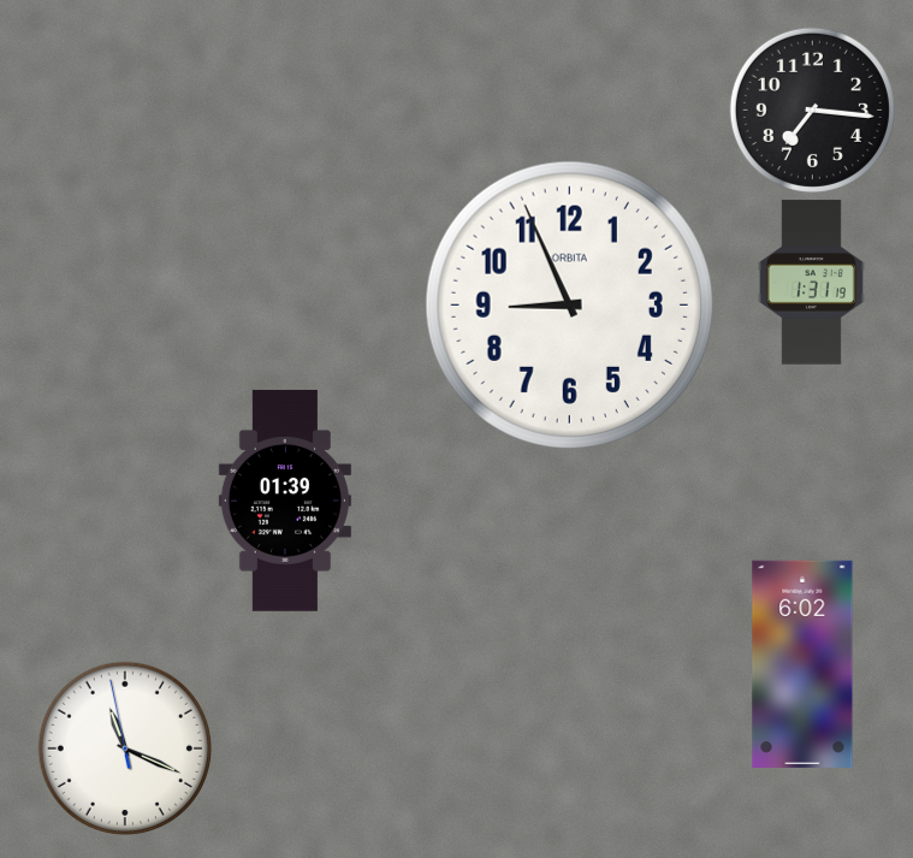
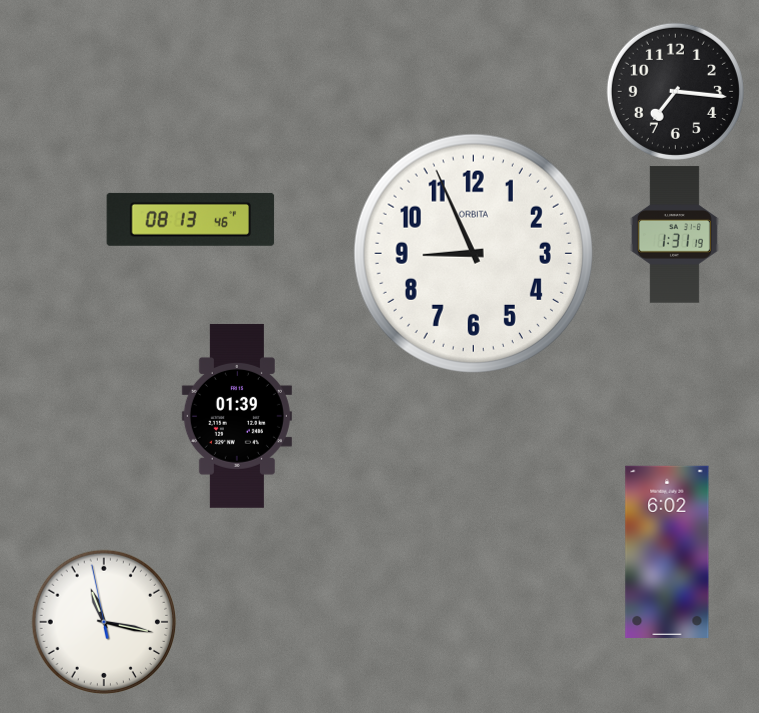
clock at (191, 219): none -> 08:13
clock at (124, 747): 11:18 -> 11:16
